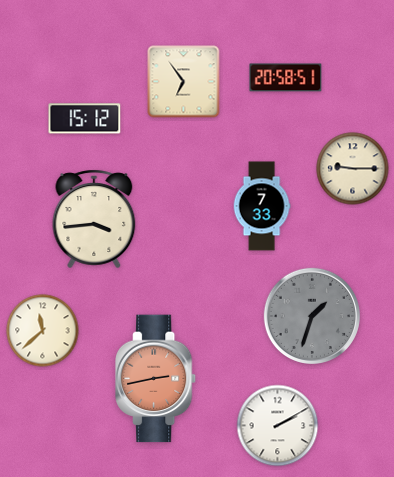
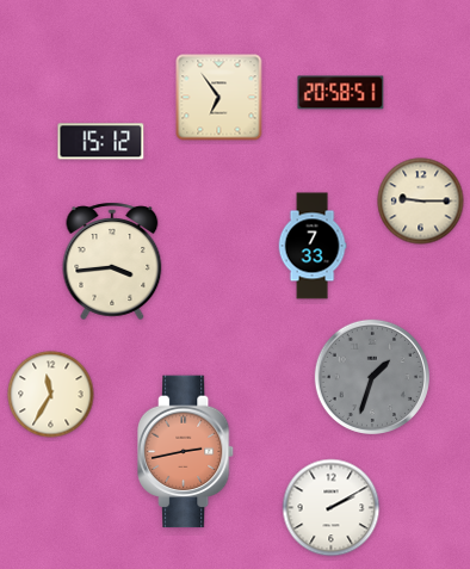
clock at (43, 331): 11:38 -> 11:35
